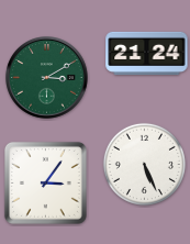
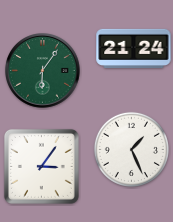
clock at (47, 78): 3:10 -> 6:06
clock at (144, 164): 5:26 -> 1:26
